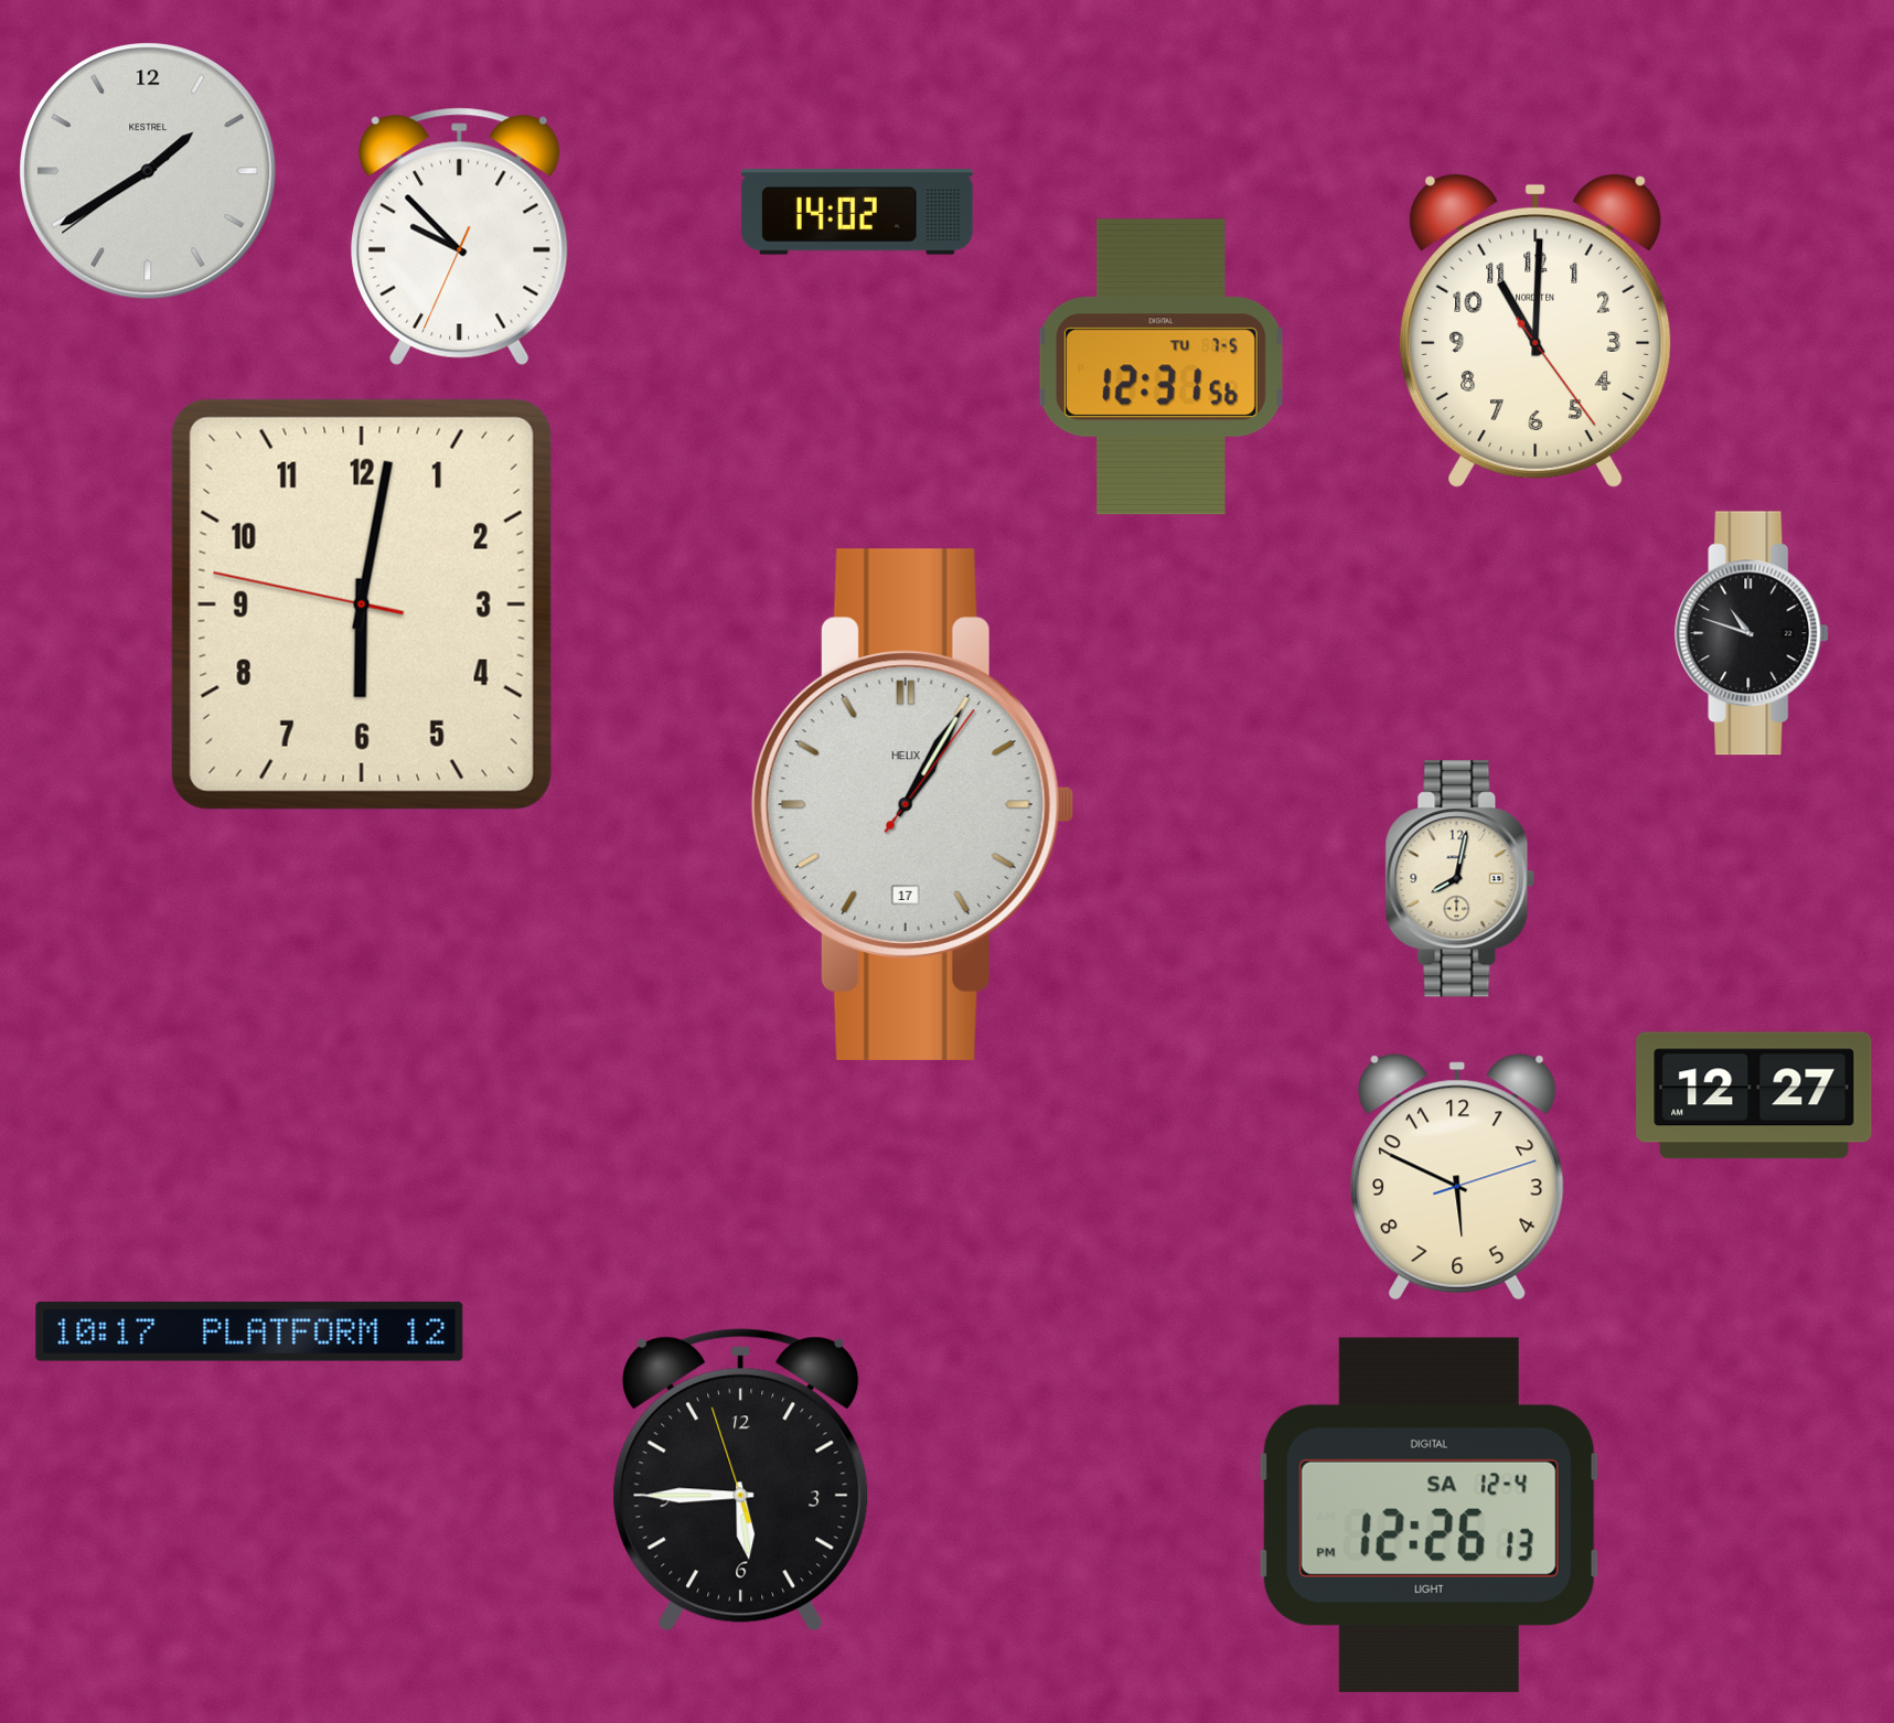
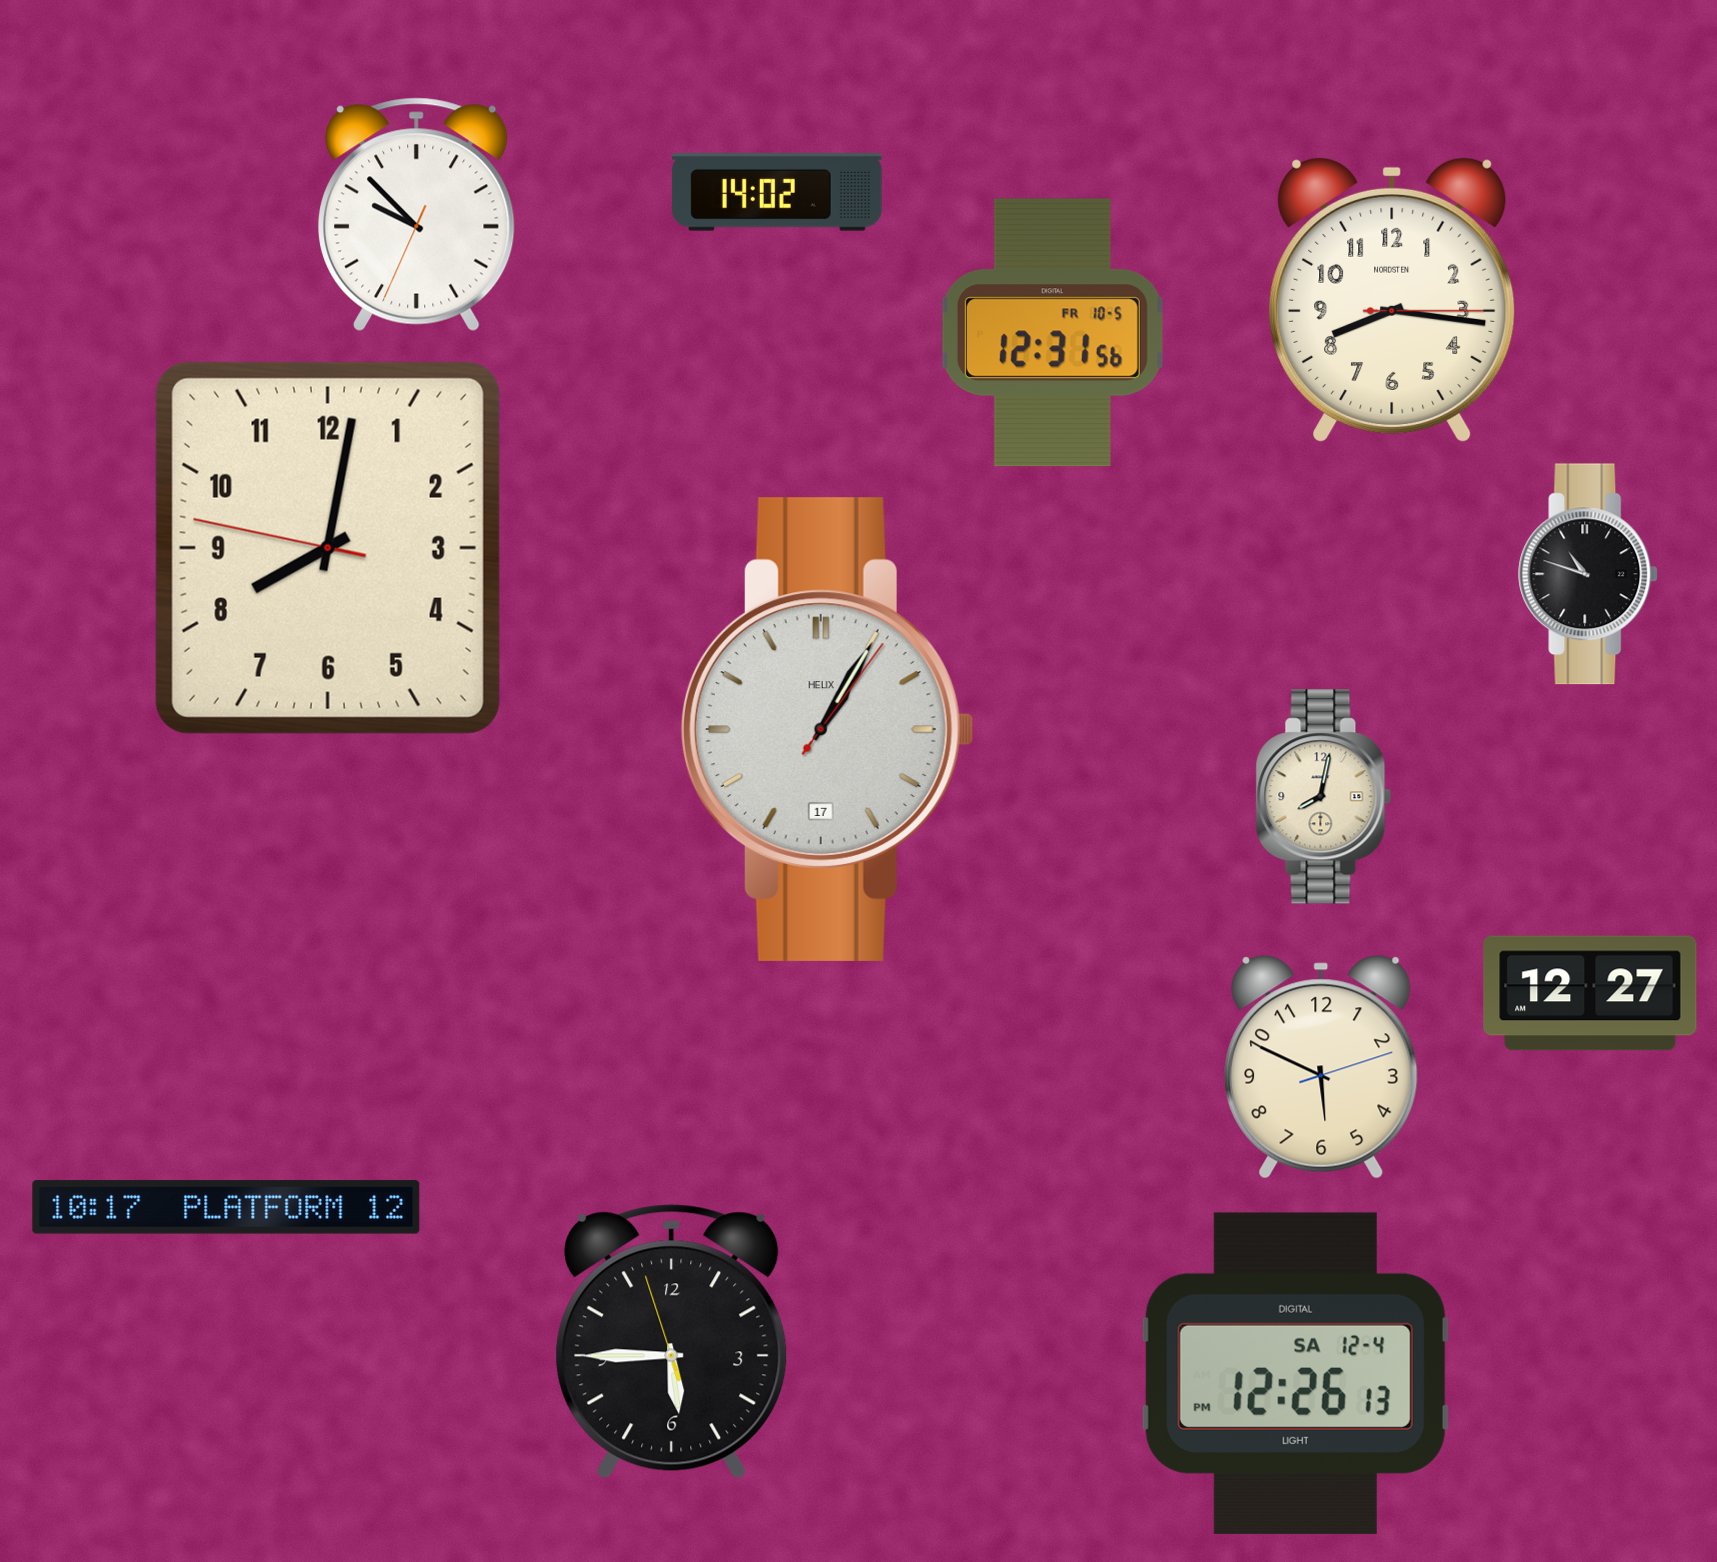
clock at (148, 171): 1:39 -> none
clock at (1535, 331): 11:00 -> 8:16
clock at (1160, 367) date: TU 7-5 -> FR 10-5
clock at (362, 604): 6:01 -> 8:01
